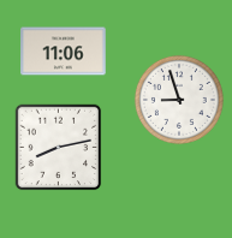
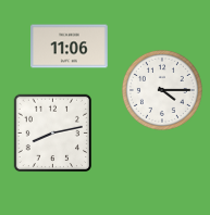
clock at (64, 52) position: (64, 52) -> (70, 47)
clock at (179, 100): 8:57 -> 4:15
